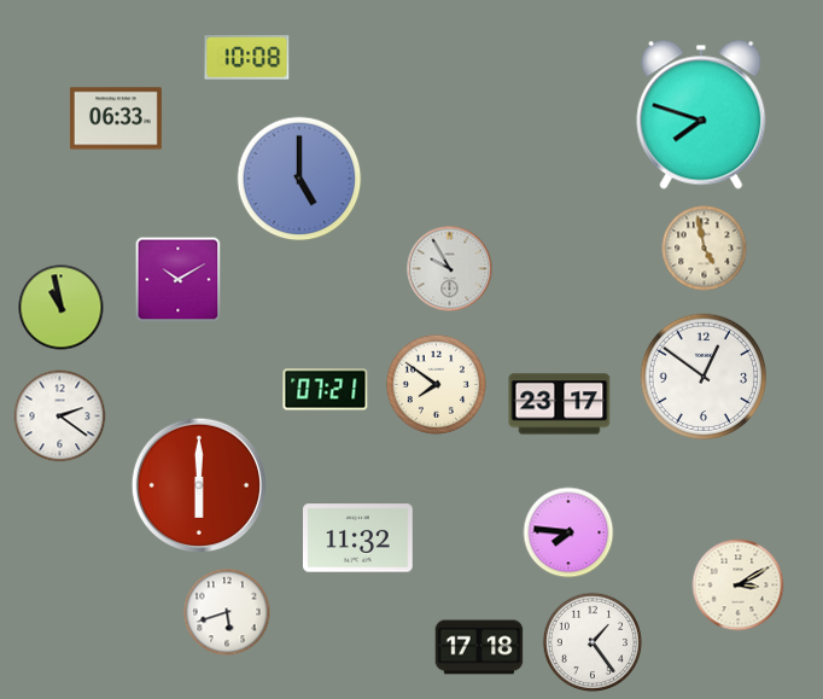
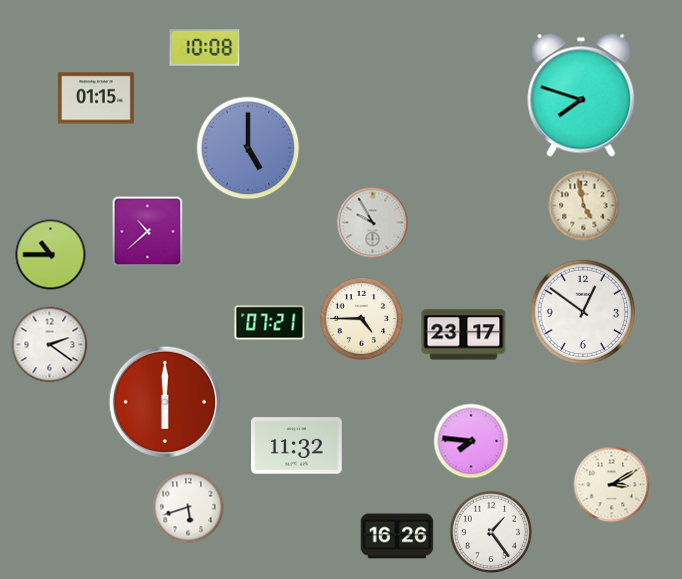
clock at (116, 118): 06:33 -> 01:15
clock at (179, 280): 10:10 -> 10:38
clock at (62, 308): 10:58 -> 10:45
clock at (436, 384): 7:51 -> 4:45
clock at (479, 647): 17:18 -> 16:26
